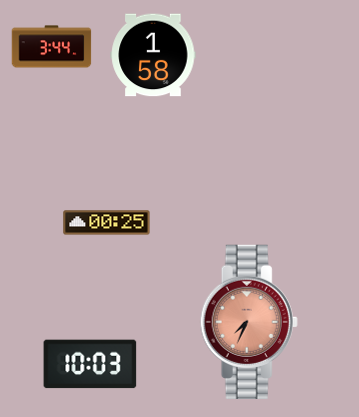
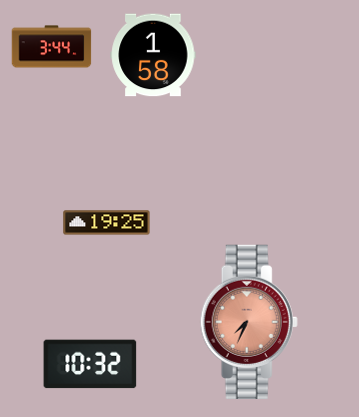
clock at (107, 223): 00:25 -> 19:25
clock at (90, 364): 10:03 -> 10:32
